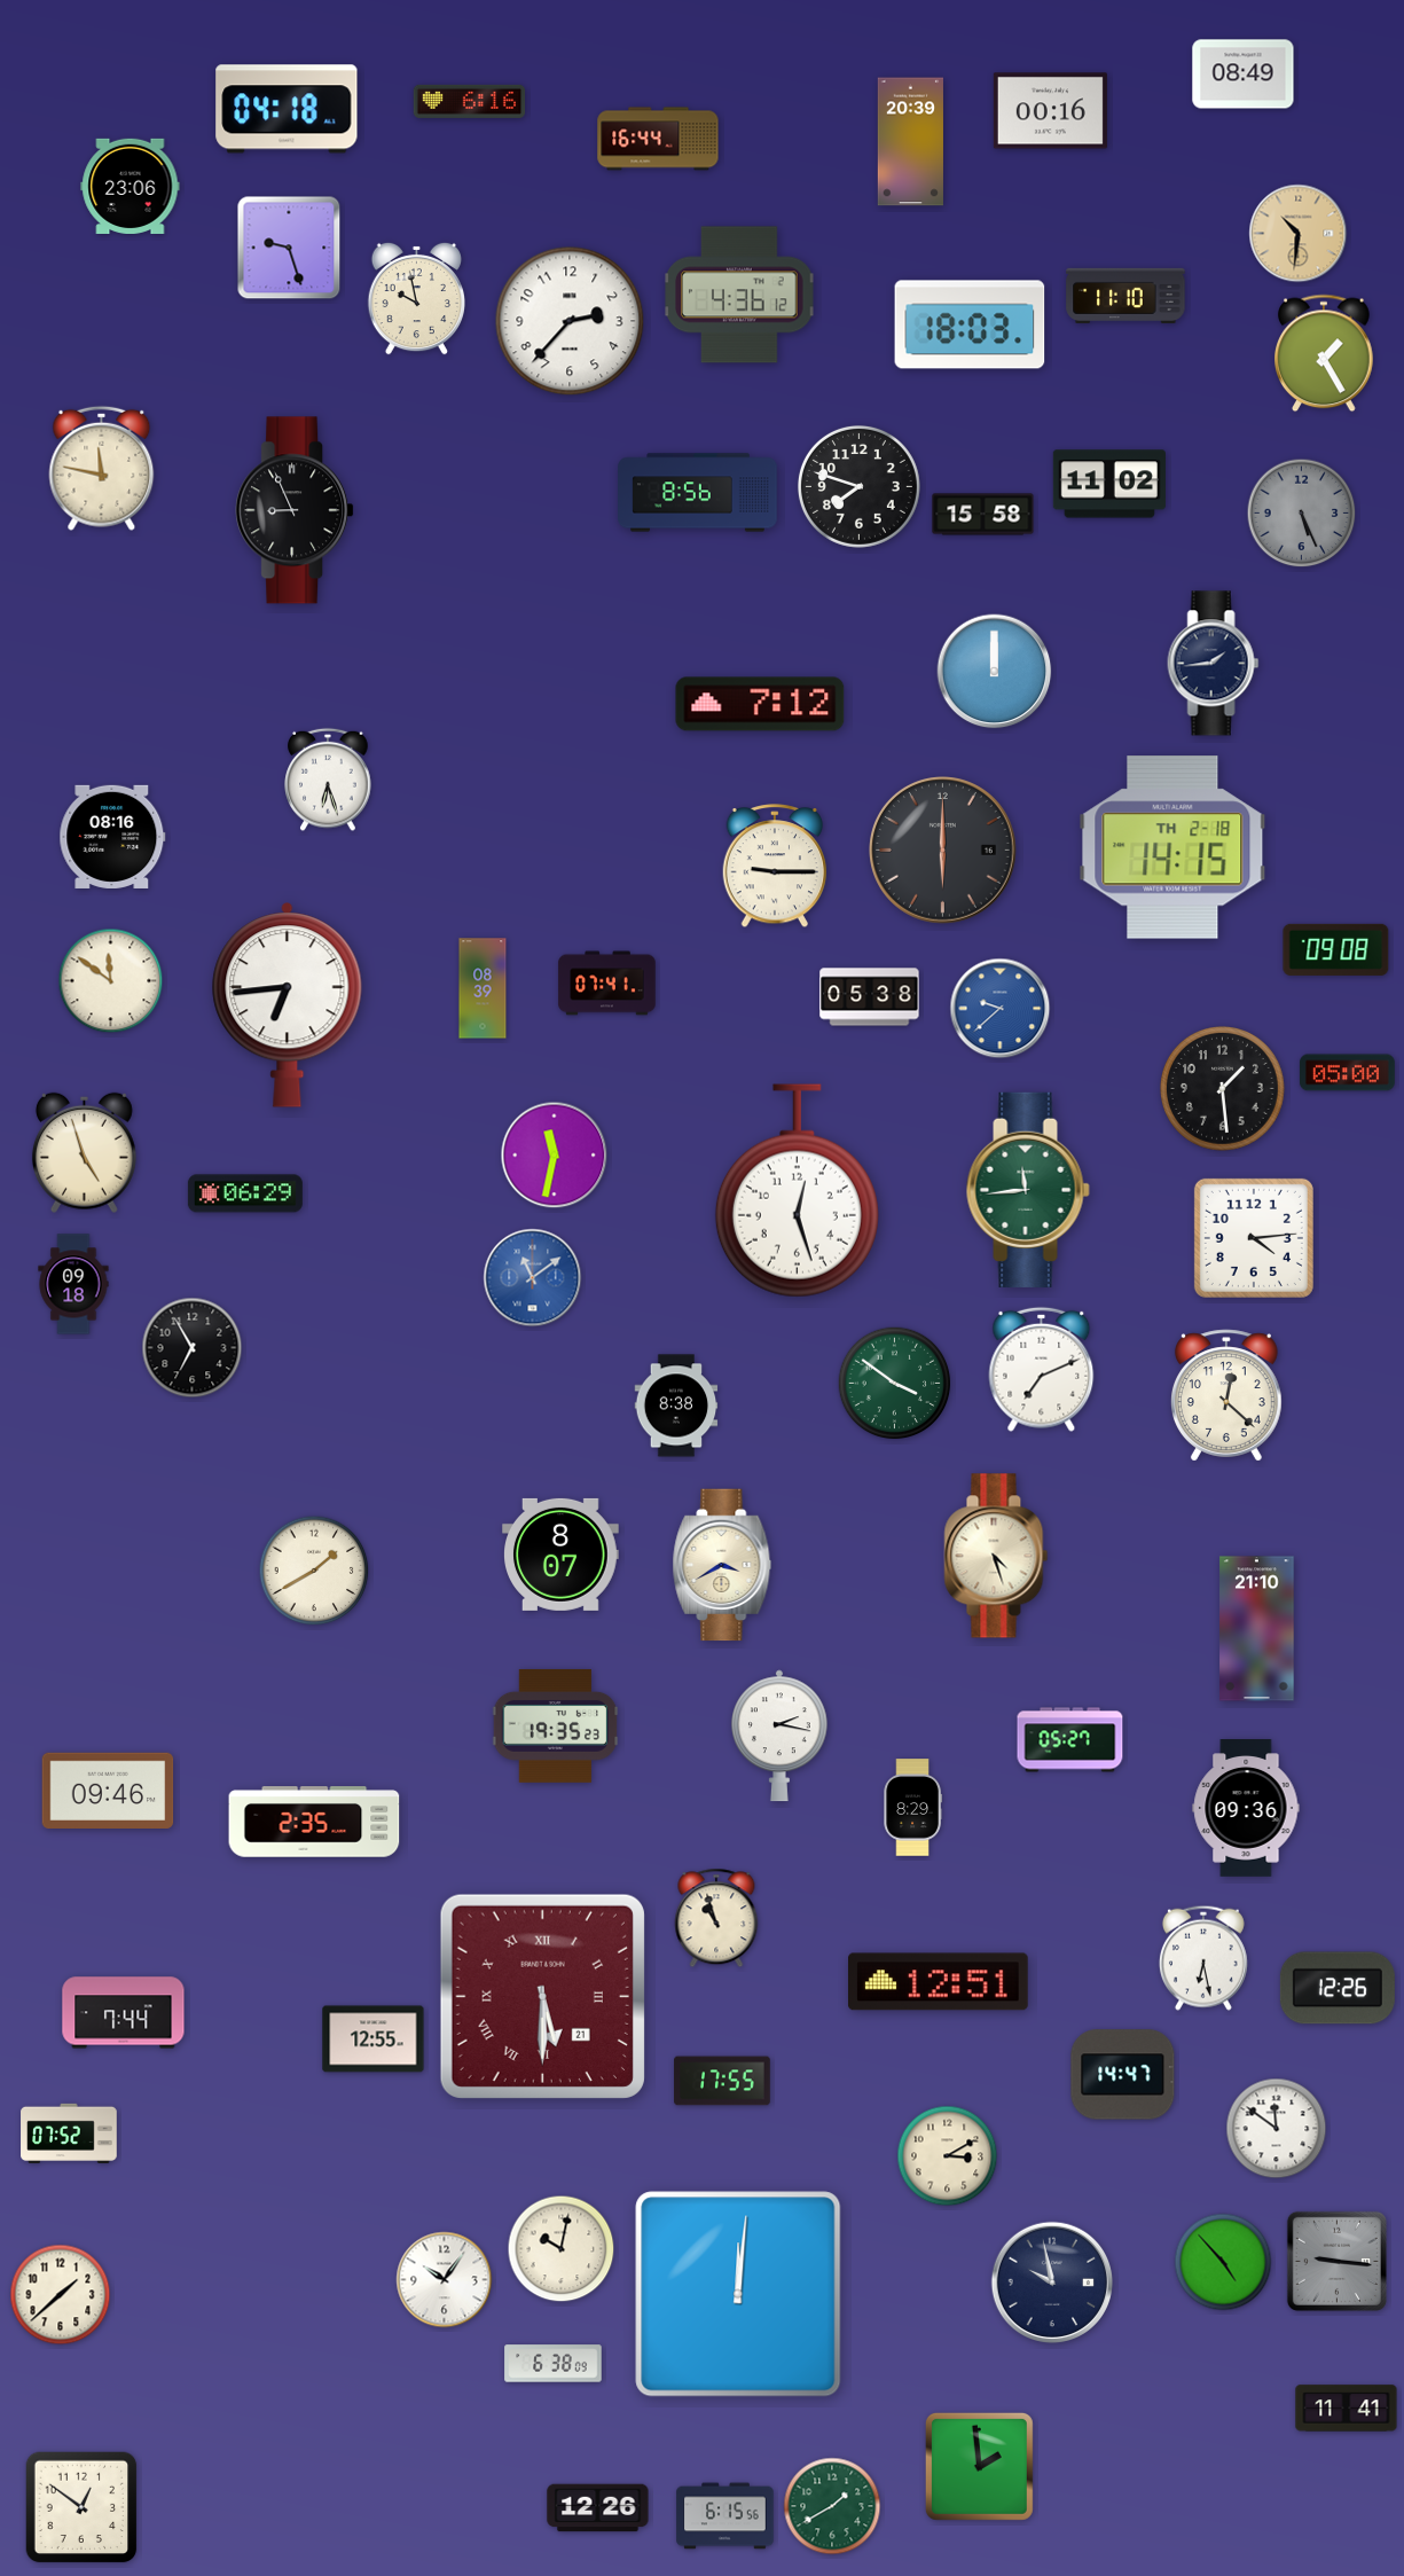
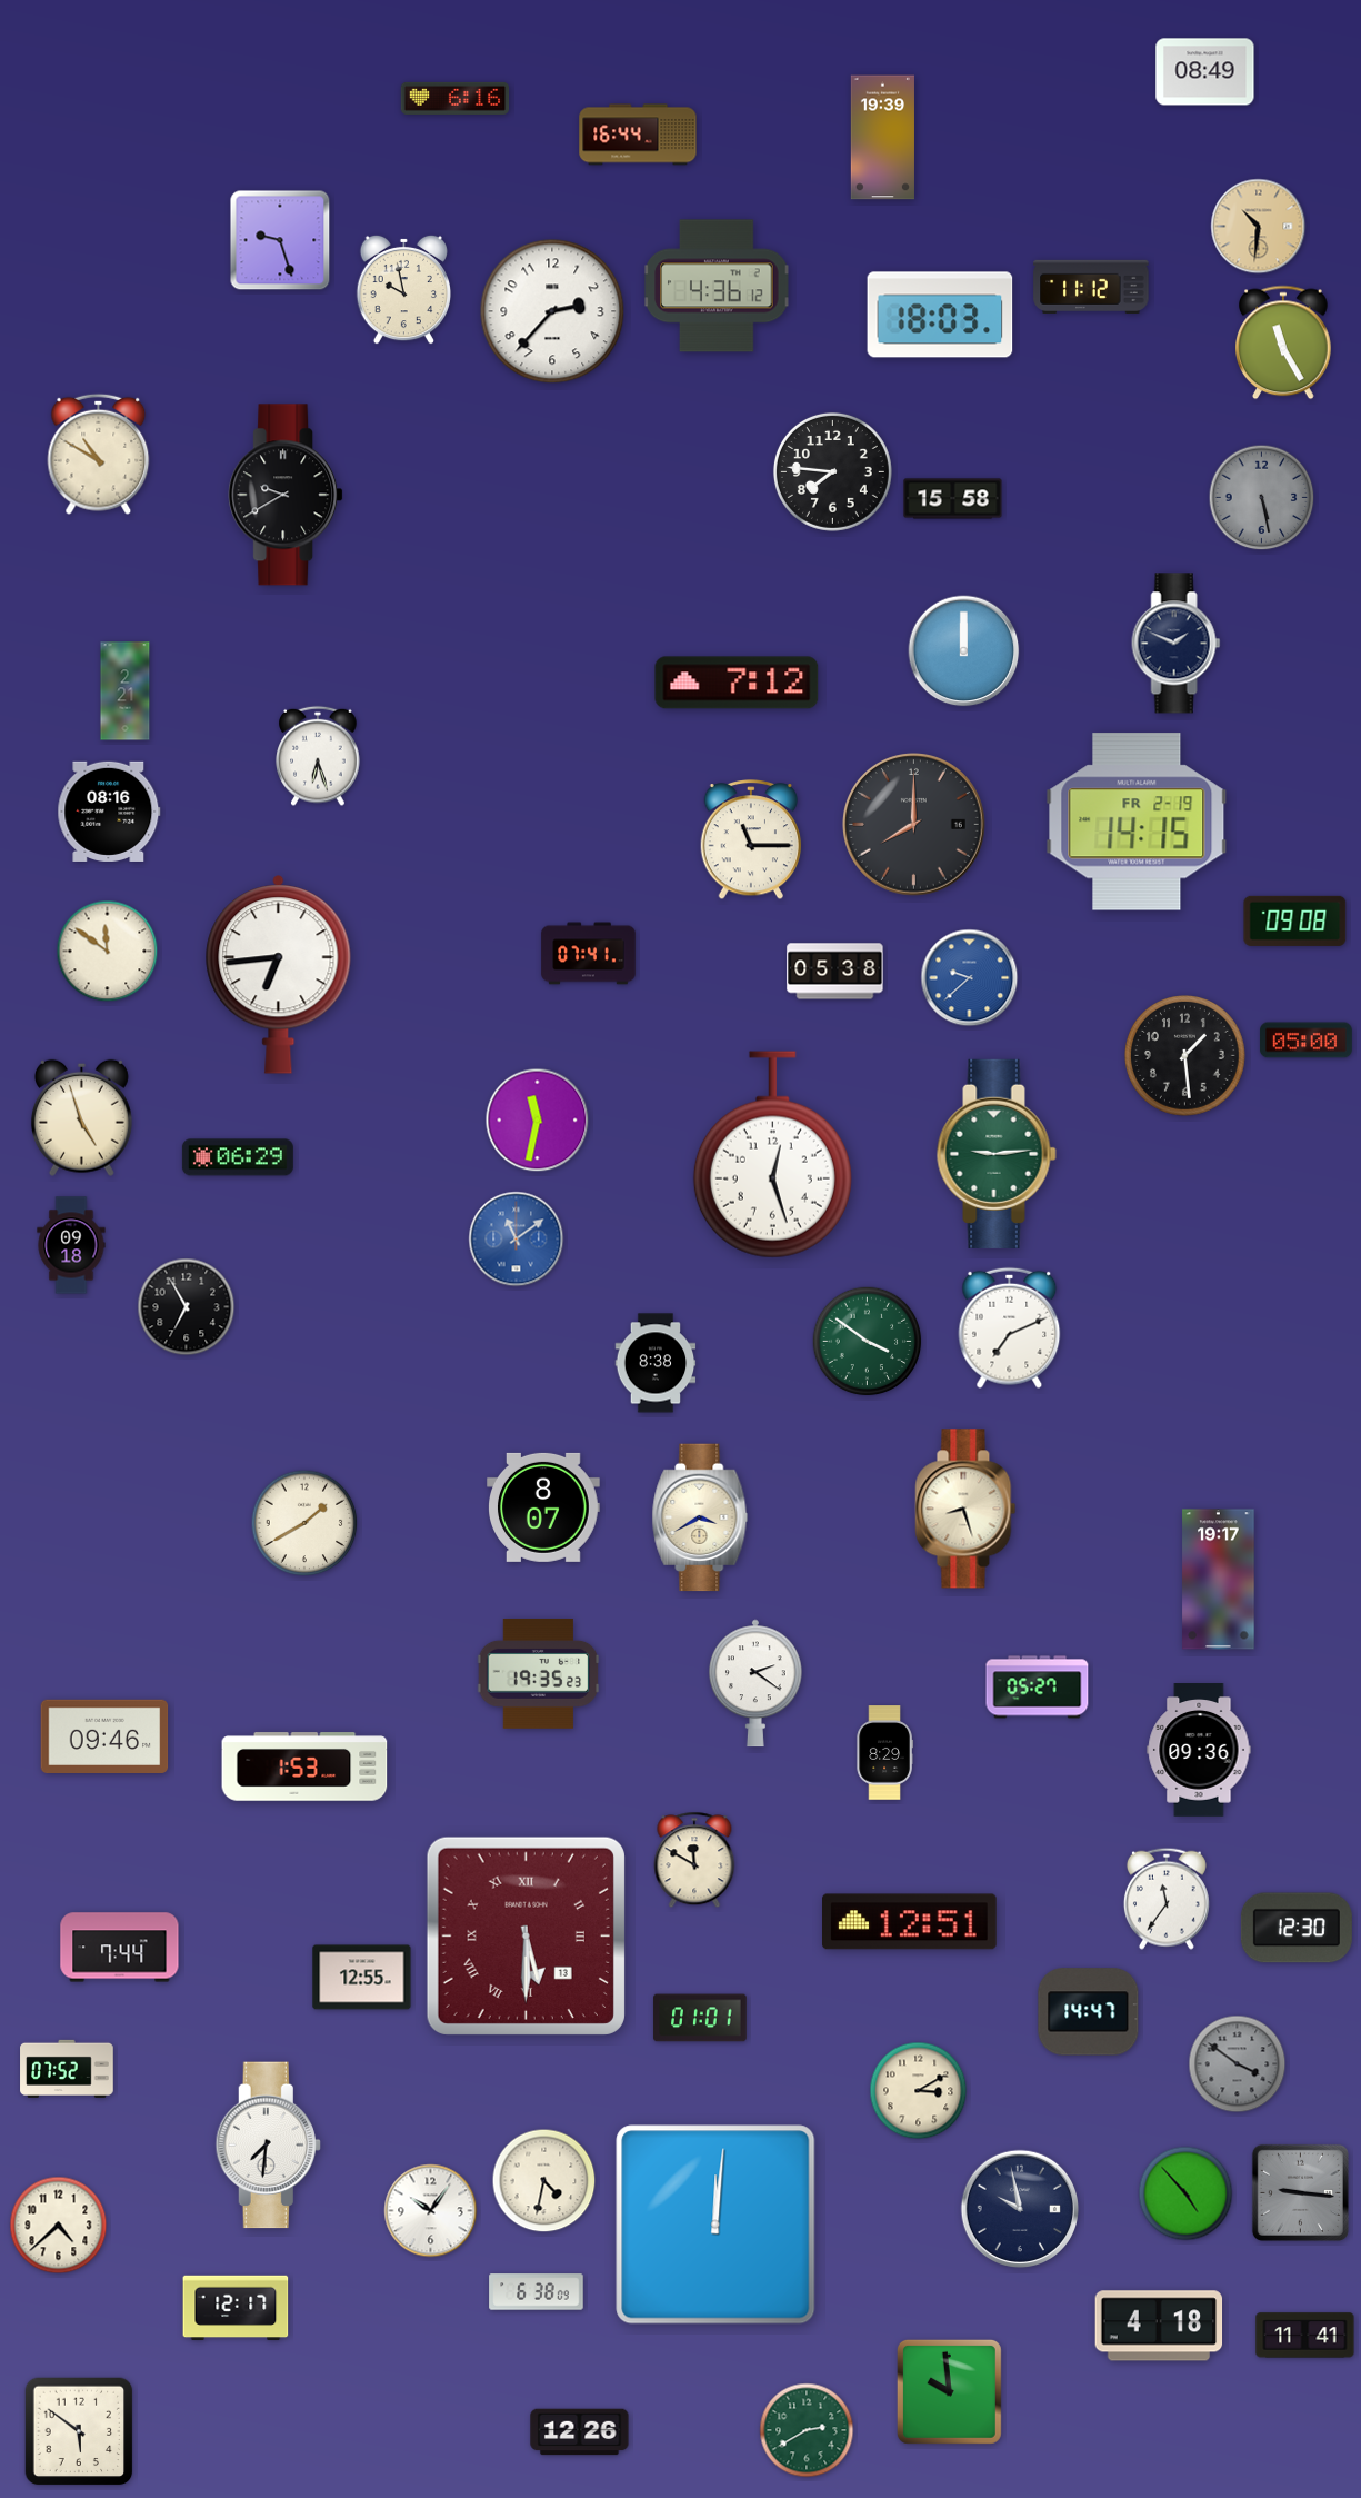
clock at (287, 109): 04:18 -> none
clock at (1050, 111): 00:16 -> none
clock at (910, 142): 20:39 -> 19:39
clock at (131, 186): 23:06 -> none
clock at (1125, 296): 11:10 -> 11:12
clock at (1325, 353): 1:25 -> 11:25
clock at (102, 468): 11:47 -> 10:50
clock at (1109, 484): 11:02 -> none
clock at (858, 486): 7:48 -> 7:46
clock at (698, 493): 8:56 -> none
clock at (295, 510): 8:56 -> 9:40
clock at (1302, 514): 5:26 -> 5:28
clock at (1214, 664): 1:44 -> 1:49
clock at (126, 691): none -> 2:21
clock at (1172, 847) date: TH 2-18 -> FR 2-19
clock at (943, 851): 6:00 -> 8:00
clock at (775, 867): 9:15 -> 11:15
clock at (483, 988): 08:39 -> none
clock at (870, 997) position: (870, 997) -> (835, 972)
clock at (1028, 1190): 11:44 -> 9:14
clock at (1254, 1238): 4:14 -> none
clock at (1226, 1395): 12:22 -> none
clock at (996, 1556): 4:27 -> 8:27
clock at (1257, 1629): 21:10 -> 19:17
clock at (781, 1736): 2:17 -> 2:21
clock at (1246, 1808) position: (1246, 1808) -> (1199, 1750)
clock at (314, 1822): 2:35 -> 1:53
clock at (716, 1918): 10:57 -> 11:50
clock at (1203, 1958): 6:28 -> 11:36
clock at (1338, 1988): 12:26 -> 12:30
clock at (542, 1996) date: 21 -> 13
clock at (124, 2013) position: (124, 2013) -> (120, 1948)
clock at (722, 2081): 17:55 -> 01:01
clock at (1277, 2129): 11:51 -> 3:51
clock at (1277, 2129) dial: white -> grey
clock at (268, 2146): none -> 7:31
clock at (562, 2249): 10:02 -> 4:32
clock at (1336, 2261) position: (1336, 2261) -> (1300, 2192)
clock at (1052, 2283) position: (1052, 2283) -> (1020, 2209)
clock at (61, 2295): 1:38 -> 4:38
clock at (236, 2308): none -> 12:17
clock at (1159, 2326): none -> 4:18
clock at (979, 2466): 1:59 -> 9:59
clock at (832, 2506): 1:40 -> 2:40
clock at (81, 2507): 12:51 -> 5:51
clock at (725, 2516): 6:15 -> none
